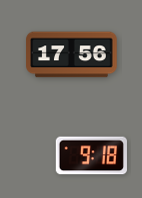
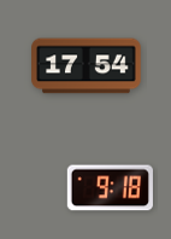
clock at (72, 55): 17:56 -> 17:54
